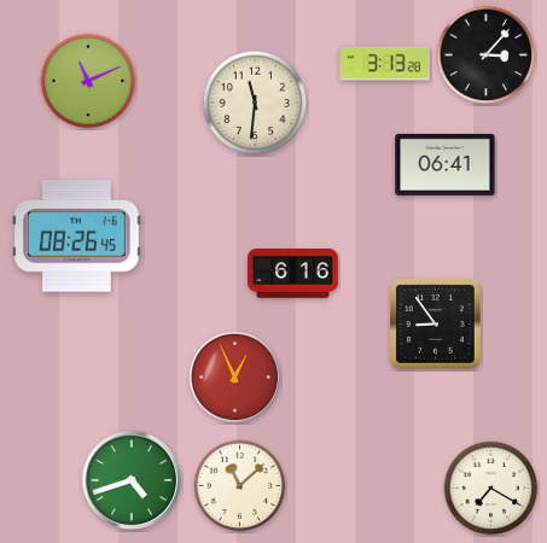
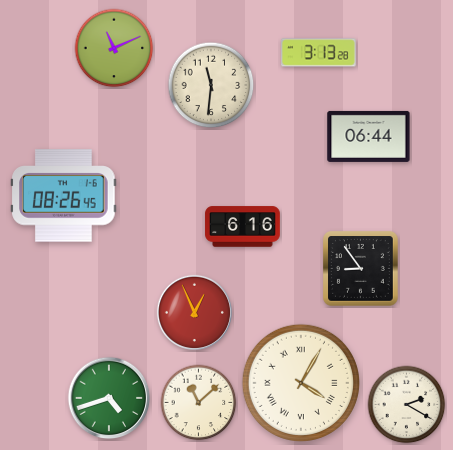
clock at (487, 56): 3:07 -> none
clock at (88, 81) position: (88, 81) -> (114, 48)
clock at (446, 164): 06:41 -> 06:44
clock at (301, 383): none -> 4:05
clock at (491, 489): 7:20 -> 2:20
